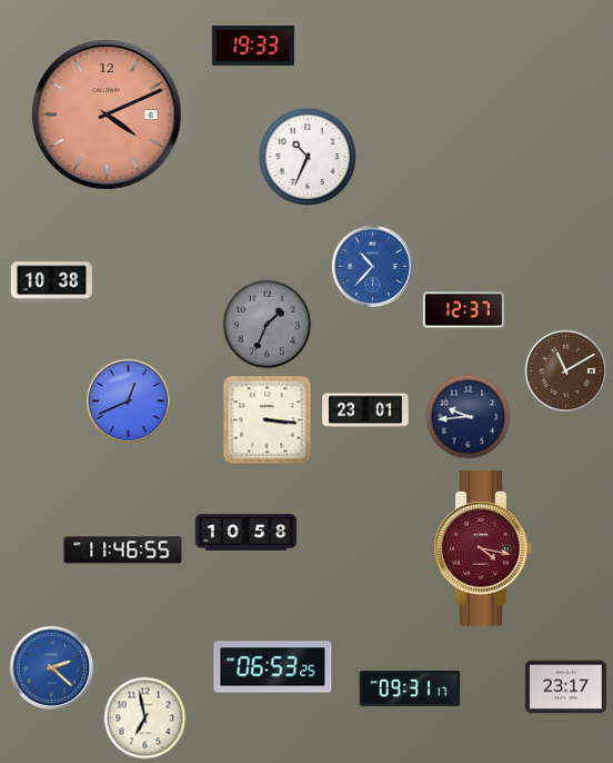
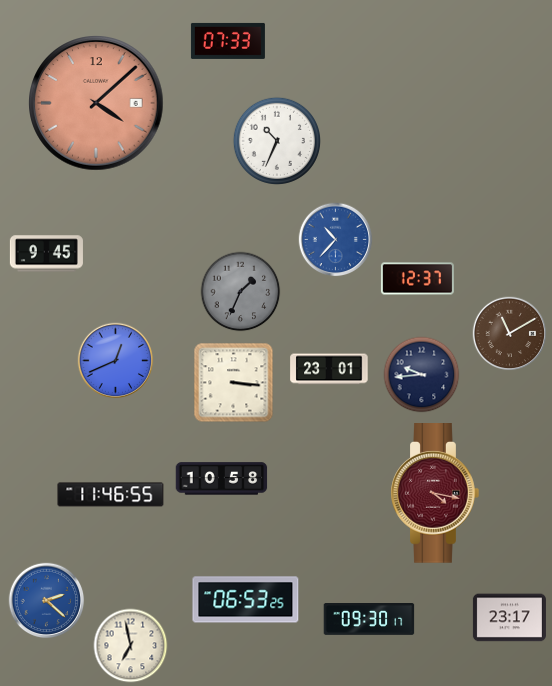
clock at (253, 46): 19:33 -> 07:33
clock at (107, 115): 4:11 -> 4:08
clock at (51, 283): 10:38 -> 9:45
clock at (268, 420) position: (268, 420) -> (234, 383)
clock at (410, 690): 09:31 -> 09:30
